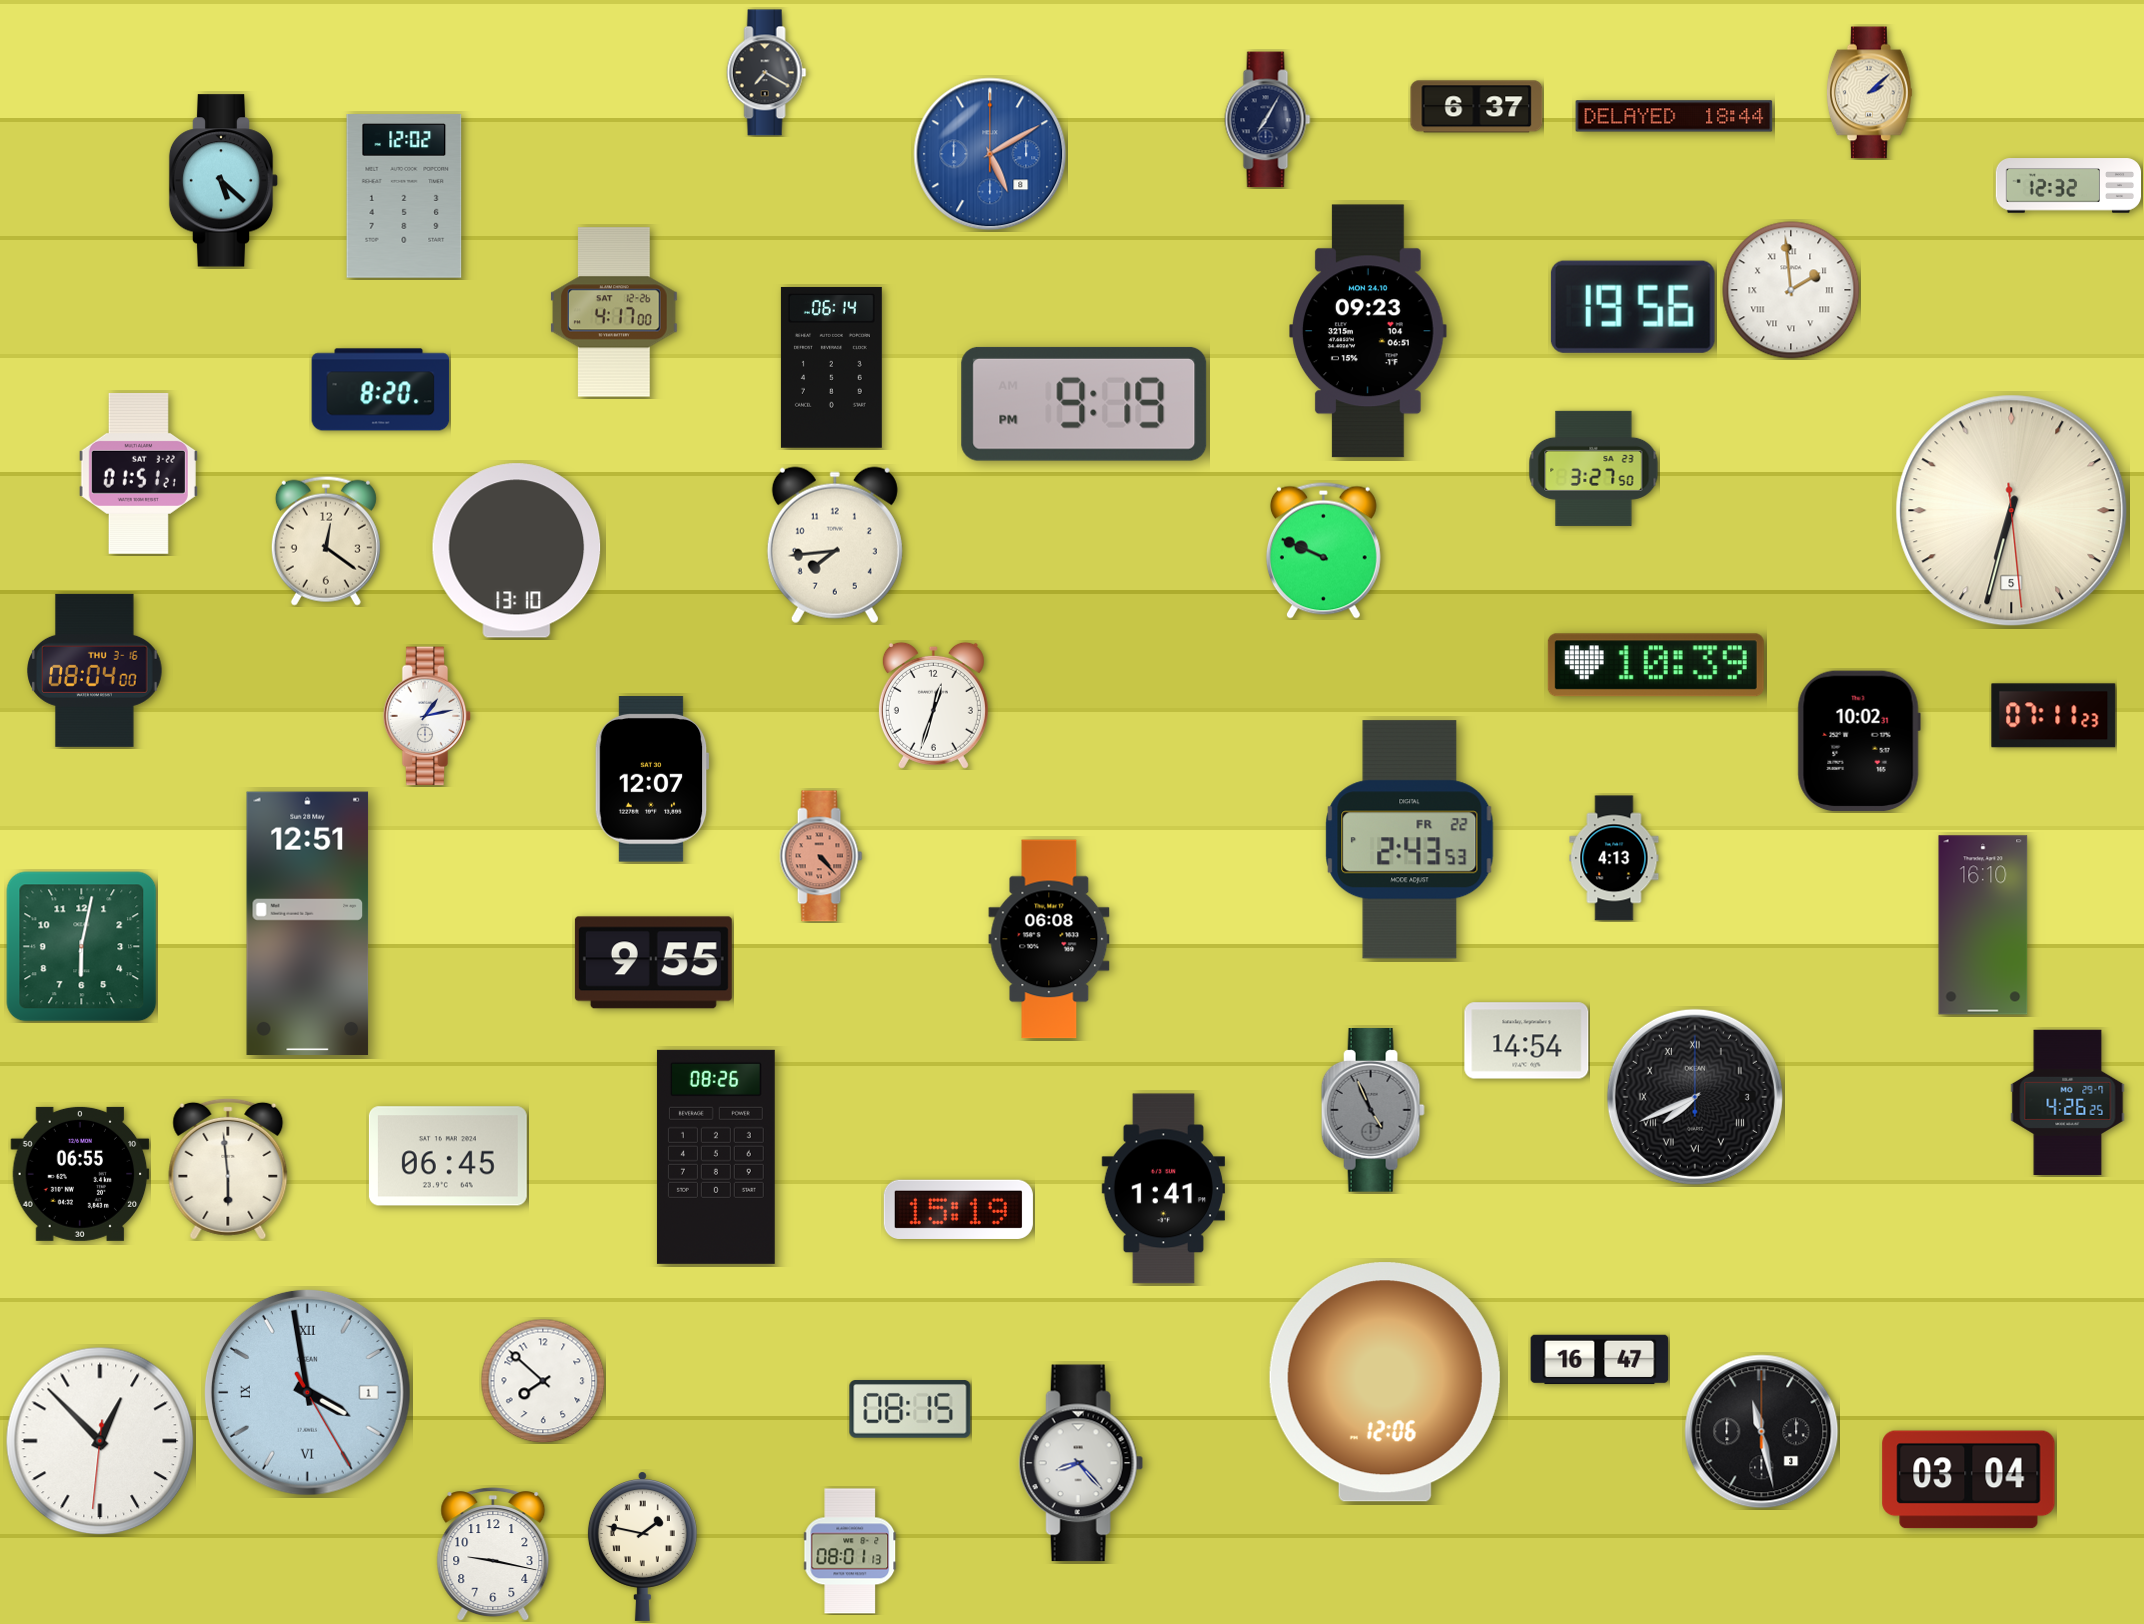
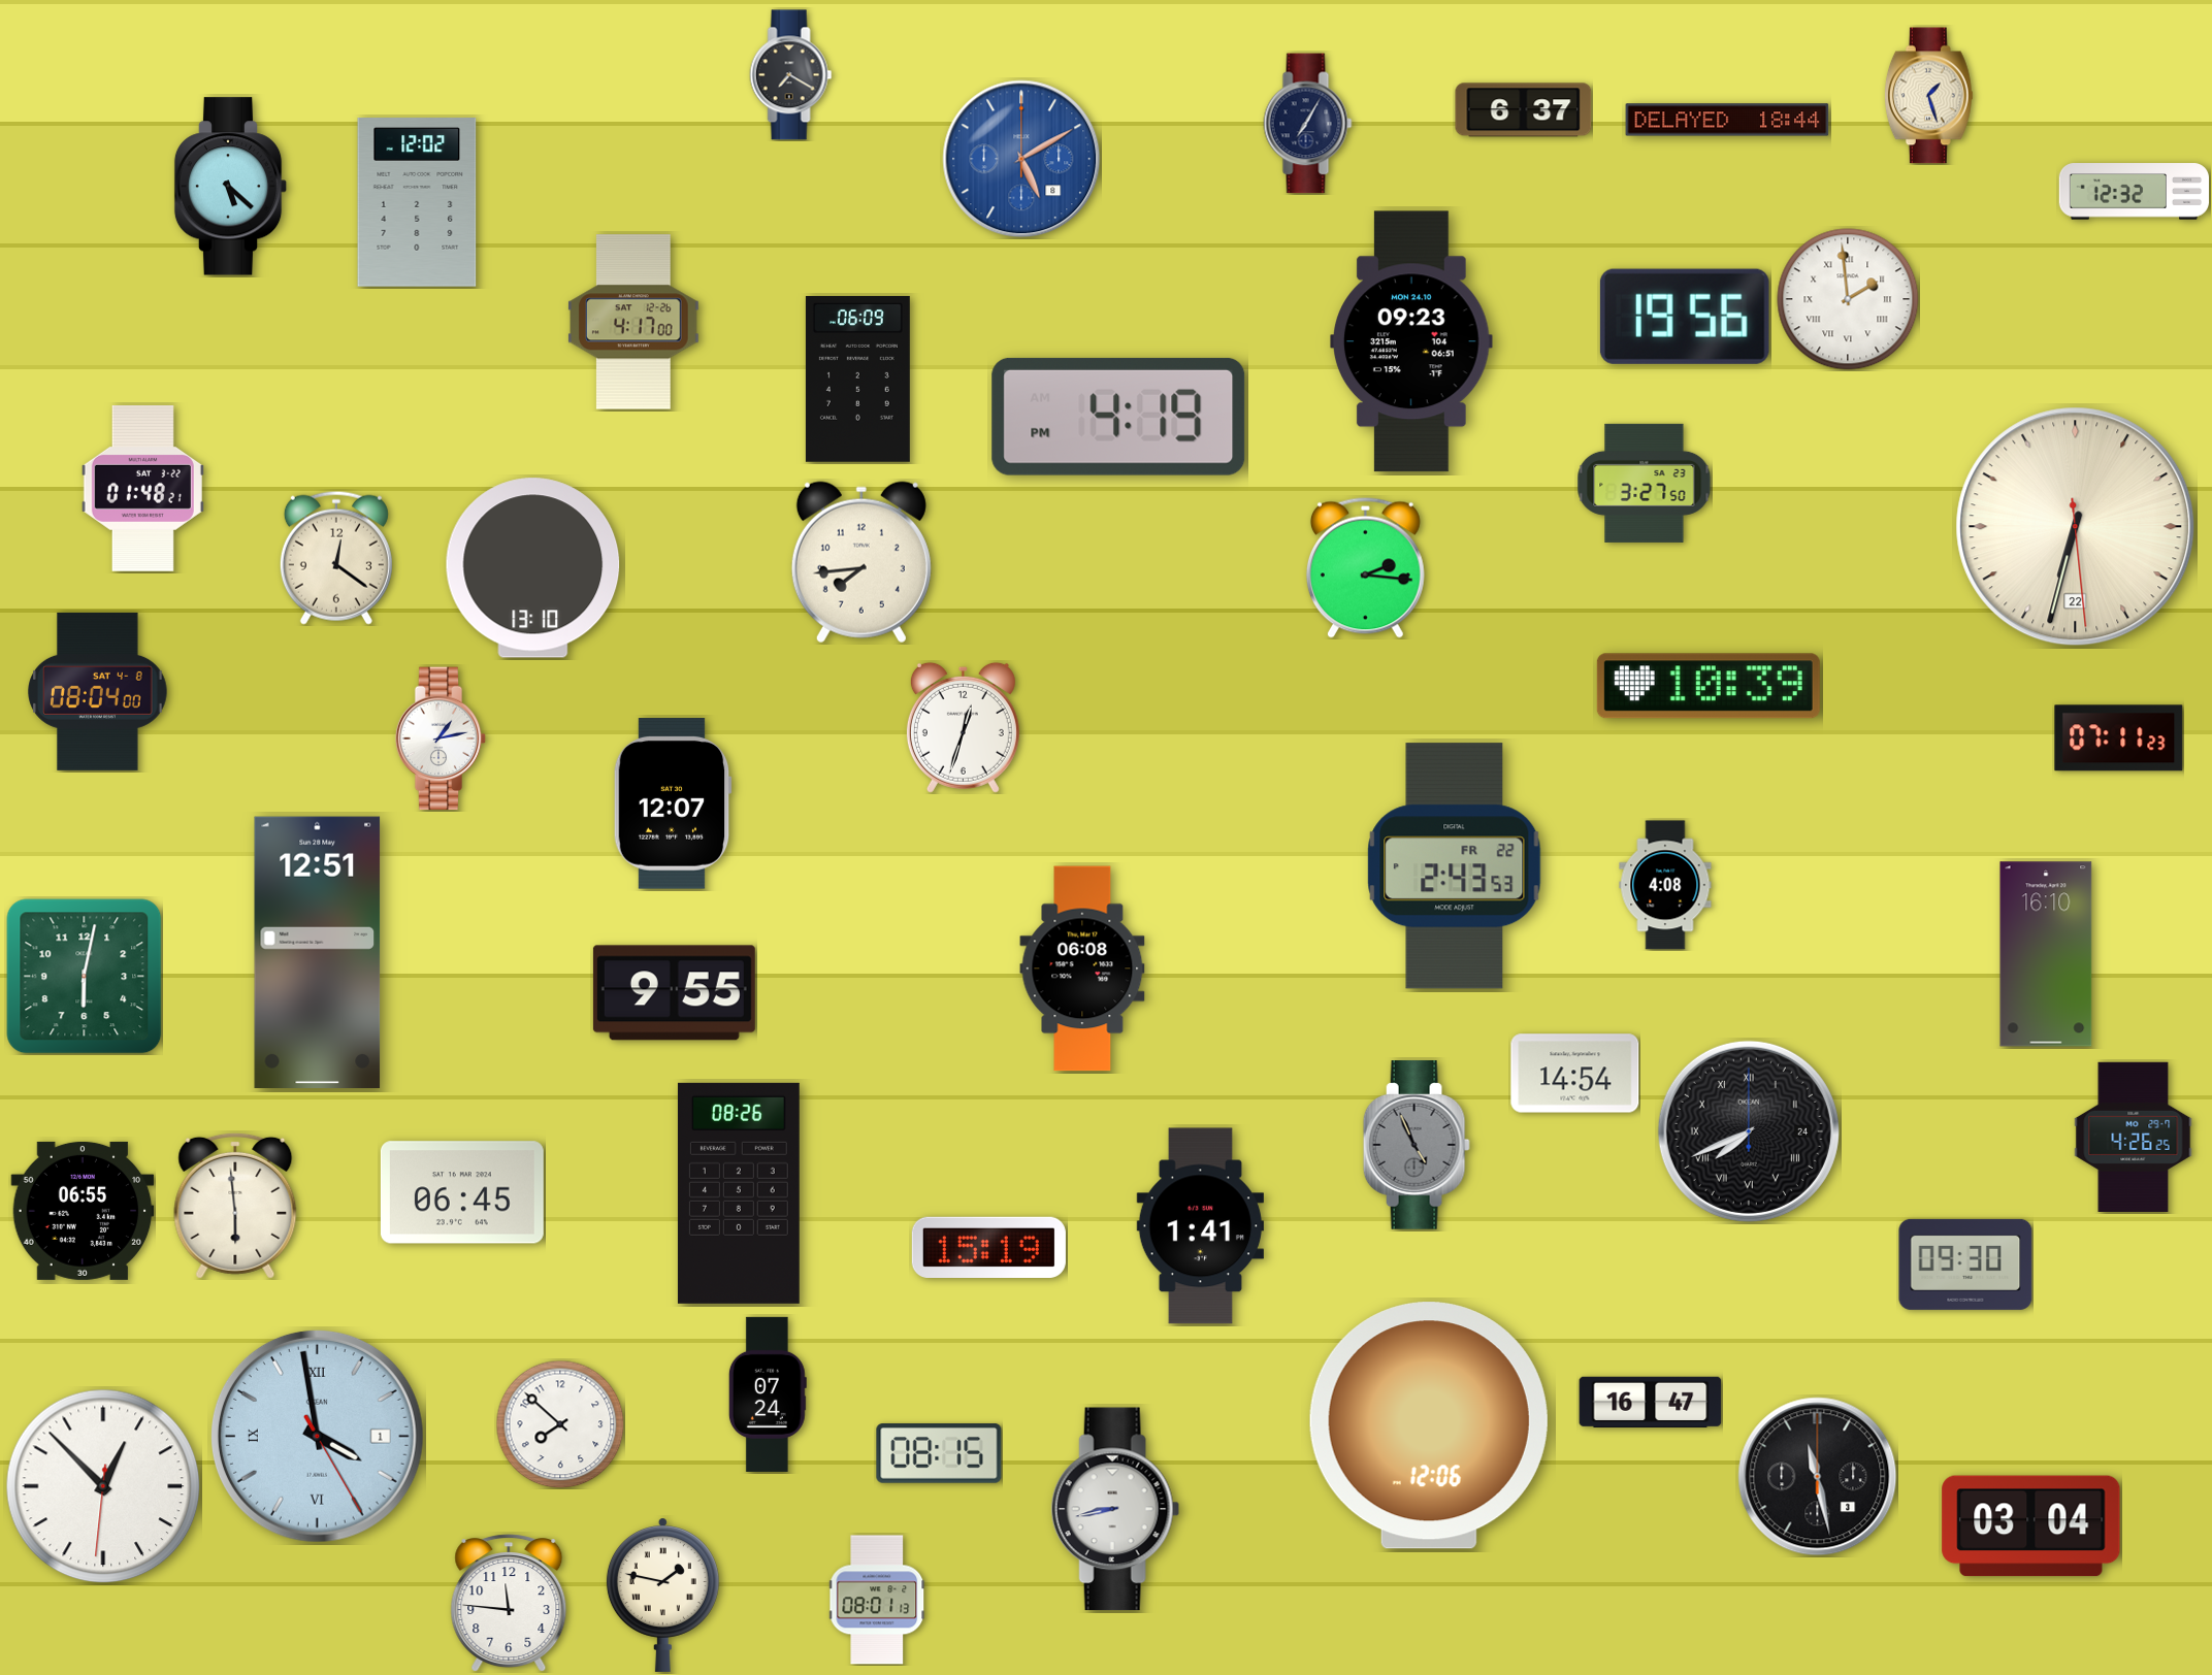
clock at (1869, 93): 2:08 -> 1:27
clock at (831, 367): 06:14 -> 06:09
clock at (381, 390): 8:20 -> none
clock at (1084, 404): 9:19 -> 4:19
clock at (138, 473): 01:51 -> 01:48
clock at (2012, 511) date: 5 -> 22
clock at (1323, 550): 9:49 -> 2:16
clock at (95, 670) date: THU 3-16 -> SAT 4-8
clock at (1859, 741): 10:02 -> none
clock at (821, 856): 4:23 -> none
clock at (1614, 858): 4:13 -> 4:08
clock at (1695, 1097) date: 3 -> 24
clock at (1965, 1265): none -> 09:30
clock at (768, 1394): none -> 07:24
clock at (1081, 1463): 8:23 -> 8:43
clock at (493, 1554): 9:17 -> 11:46
